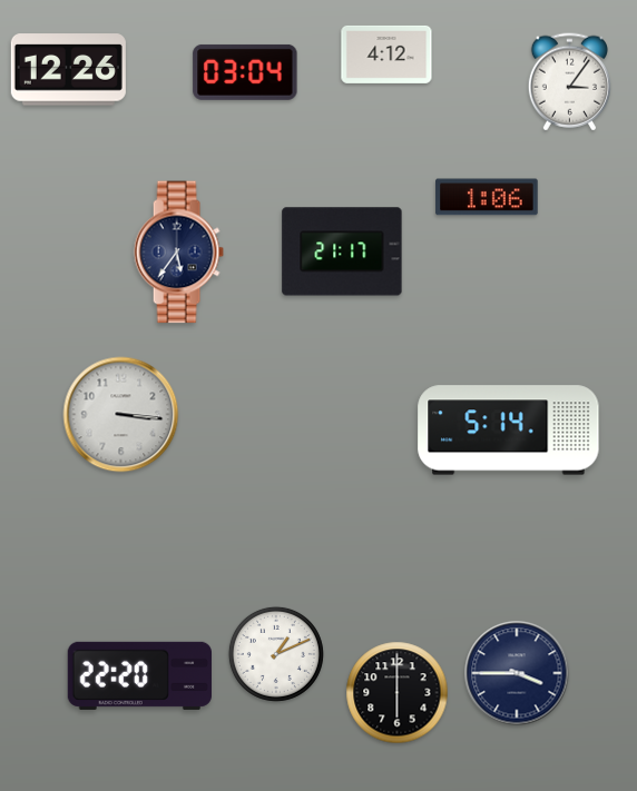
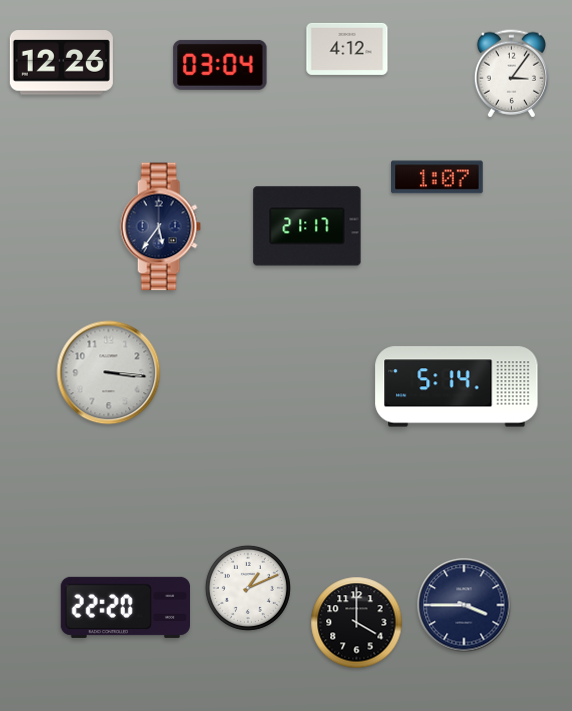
clock at (487, 197): 1:06 -> 1:07
clock at (398, 693): 6:00 -> 4:00
